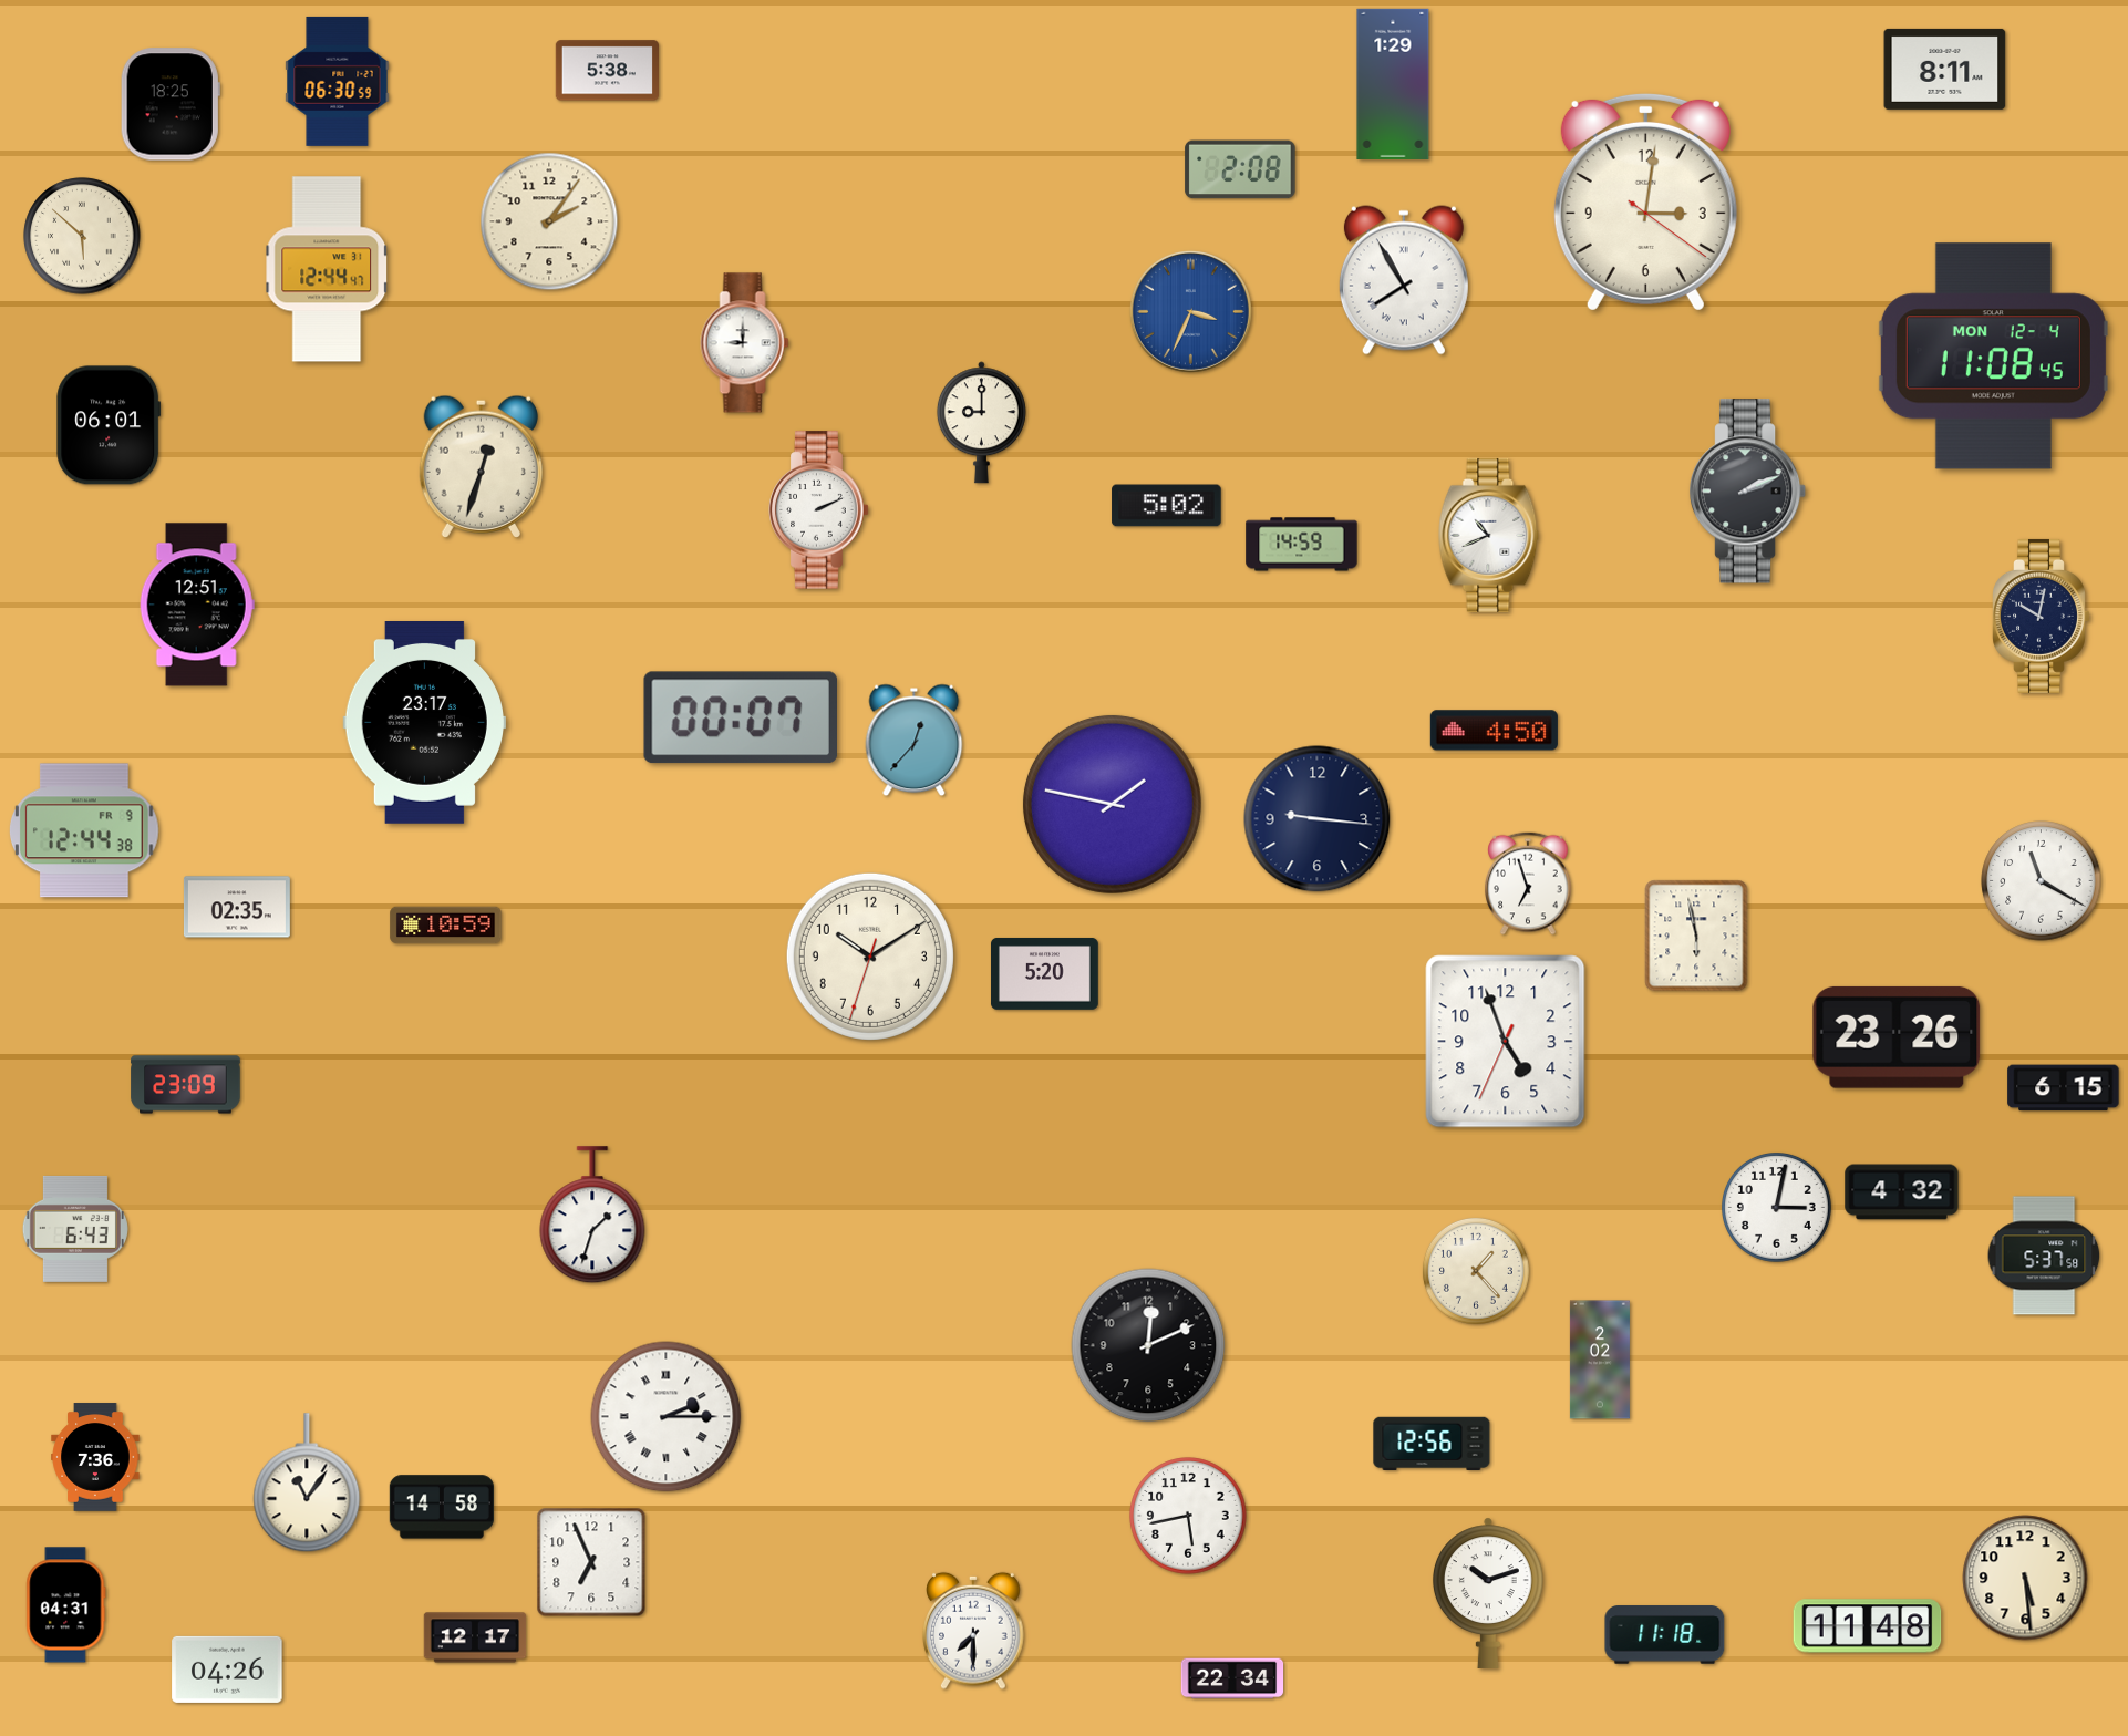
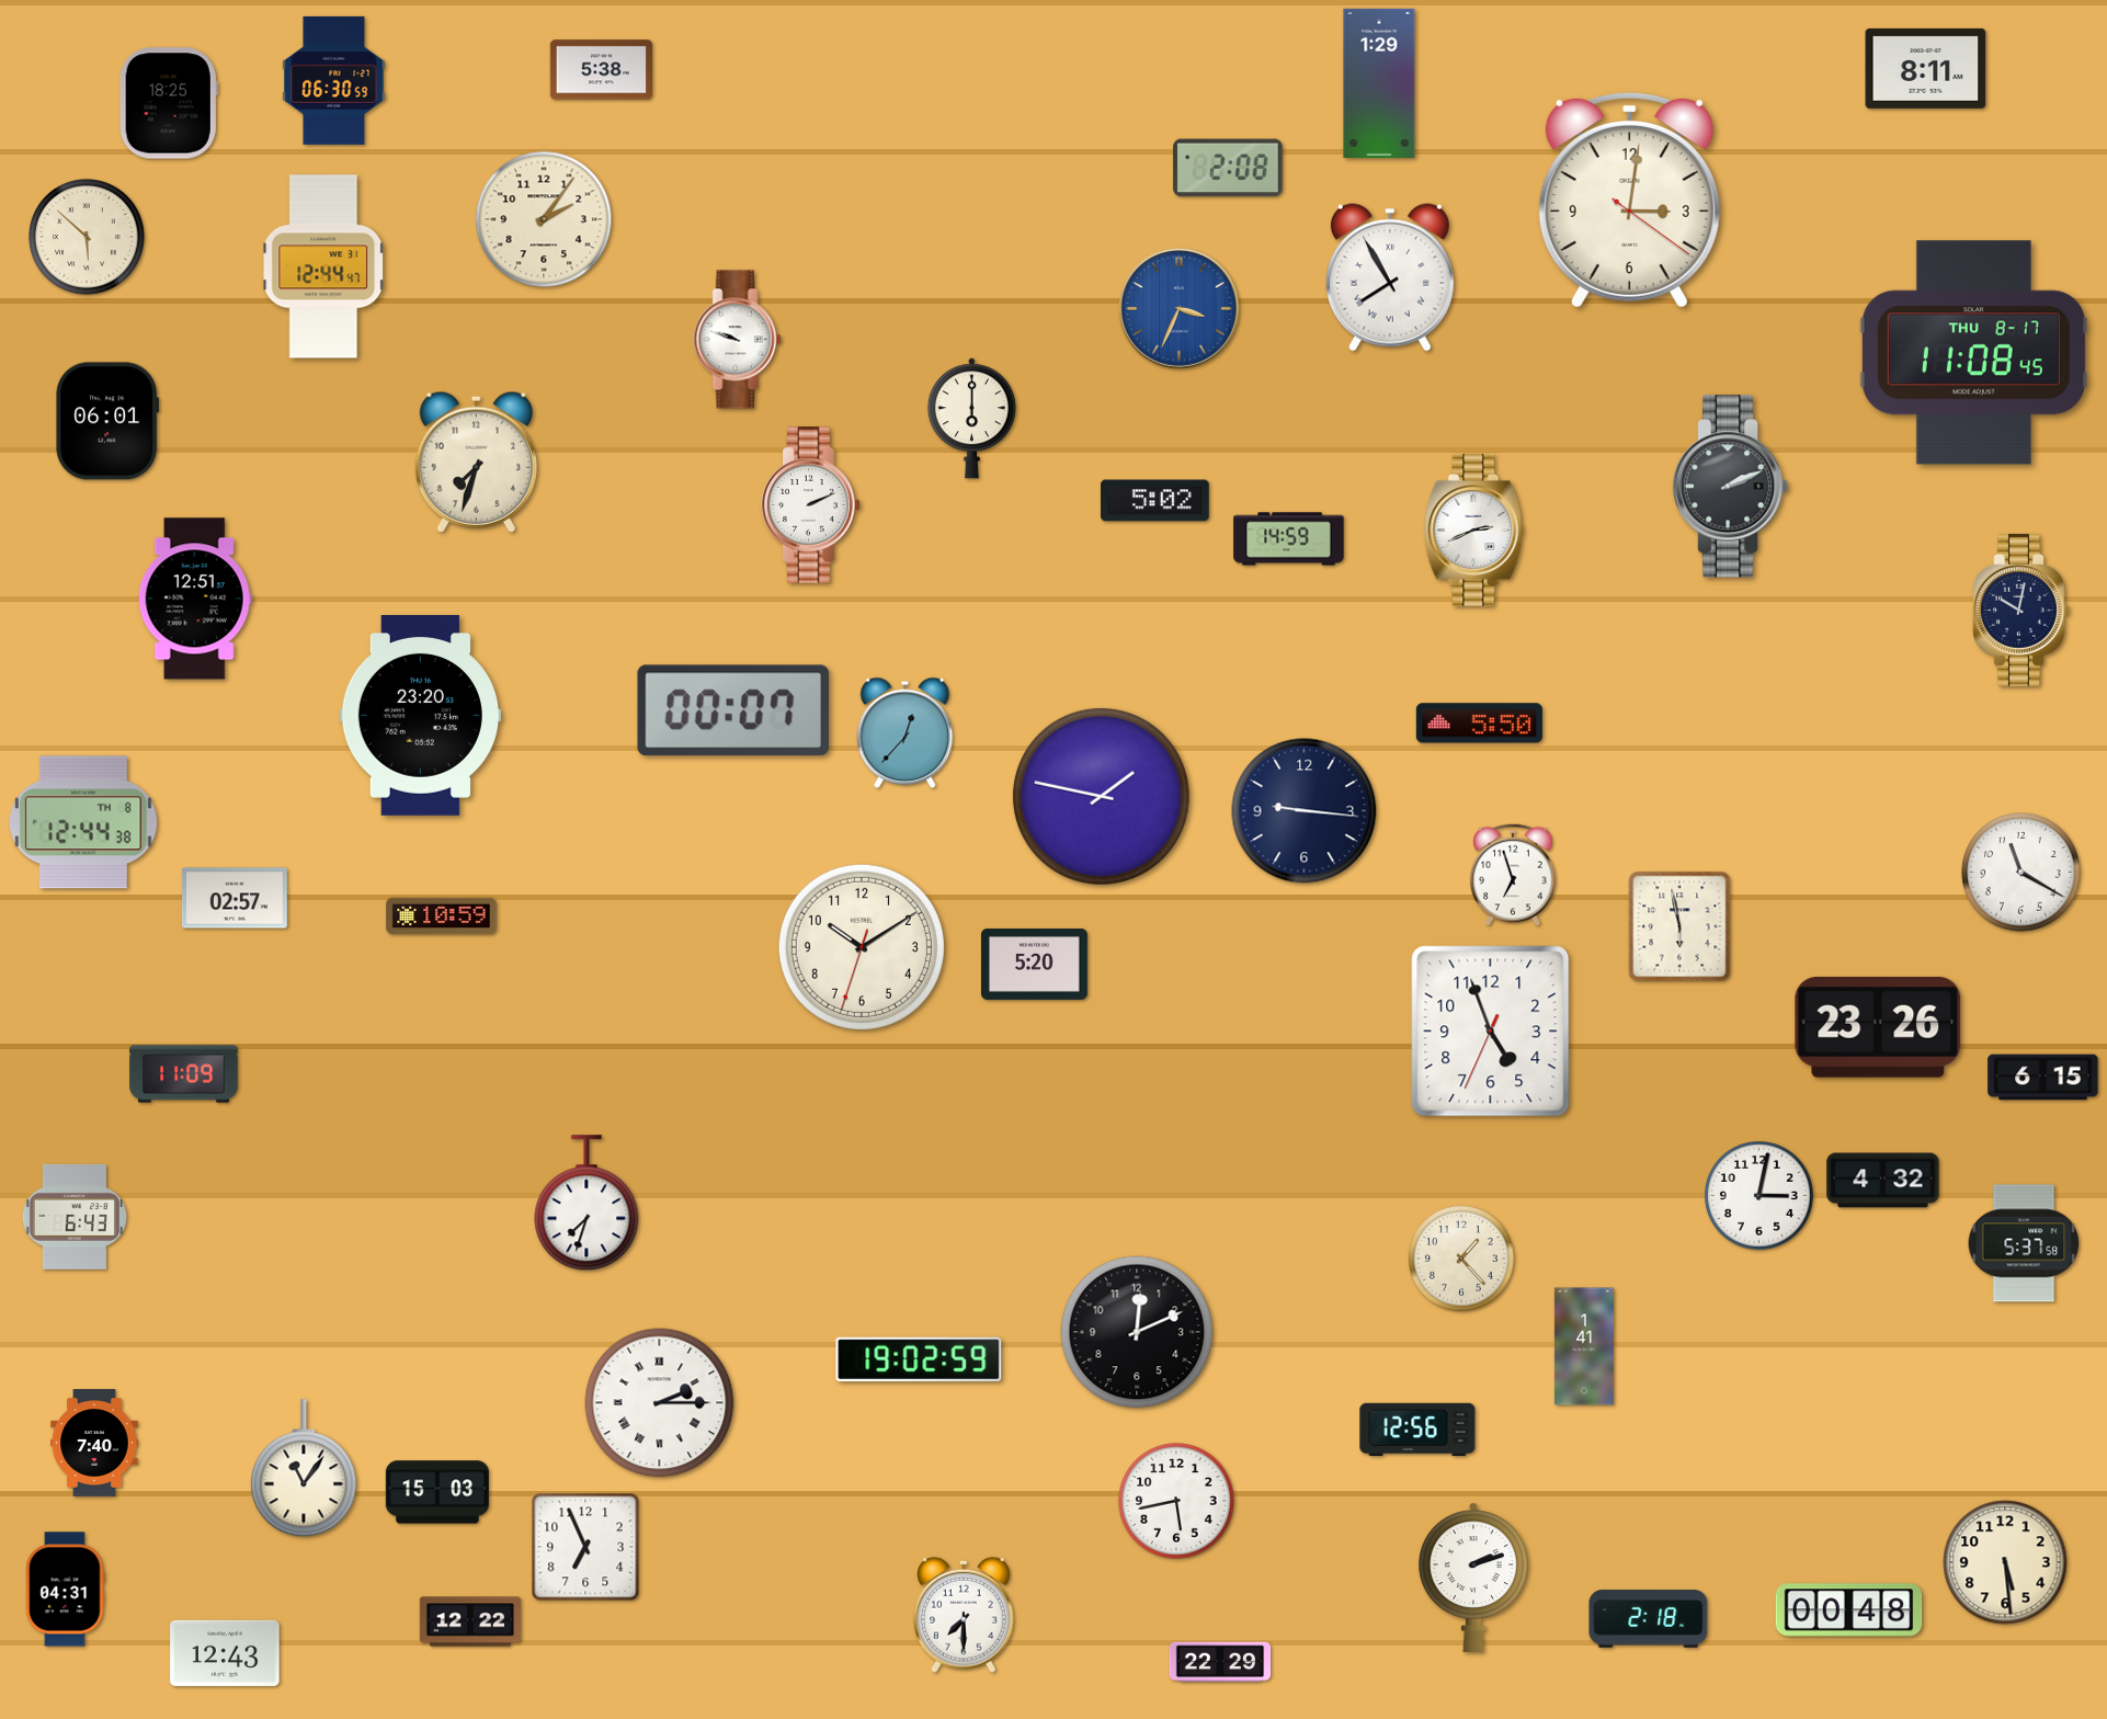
clock at (82, 236) position: (82, 236) -> (87, 237)
clock at (745, 343): 9:00 -> 9:48
clock at (1993, 356) date: MON 12-4 -> THU 8-17
clock at (981, 423): 9:00 -> 6:00
clock at (481, 466): 12:33 -> 7:33
clock at (1489, 535): 10:41 -> 2:41
clock at (424, 723): 23:17 -> 23:20
clock at (1494, 731): 4:50 -> 5:50
clock at (84, 830) date: FR 9 -> TH 8
clock at (237, 907): 02:35 -> 02:57
clock at (186, 1085): 23:09 -> 11:09
clock at (592, 1216): 1:33 -> 7:33
clock at (1600, 1360): 2:02 -> 1:41
clock at (919, 1359): none -> 19:02
clock at (95, 1457): 7:36 -> 7:40
clock at (442, 1507): 14:58 -> 15:03
clock at (1488, 1593): 10:12 -> 2:12
clock at (1868, 1626): 11:48 -> 00:48
clock at (1665, 1635): 11:18 -> 2:18
clock at (475, 1637): 12:17 -> 12:22
clock at (227, 1670): 04:26 -> 12:43
clock at (1232, 1678): 22:34 -> 22:29
